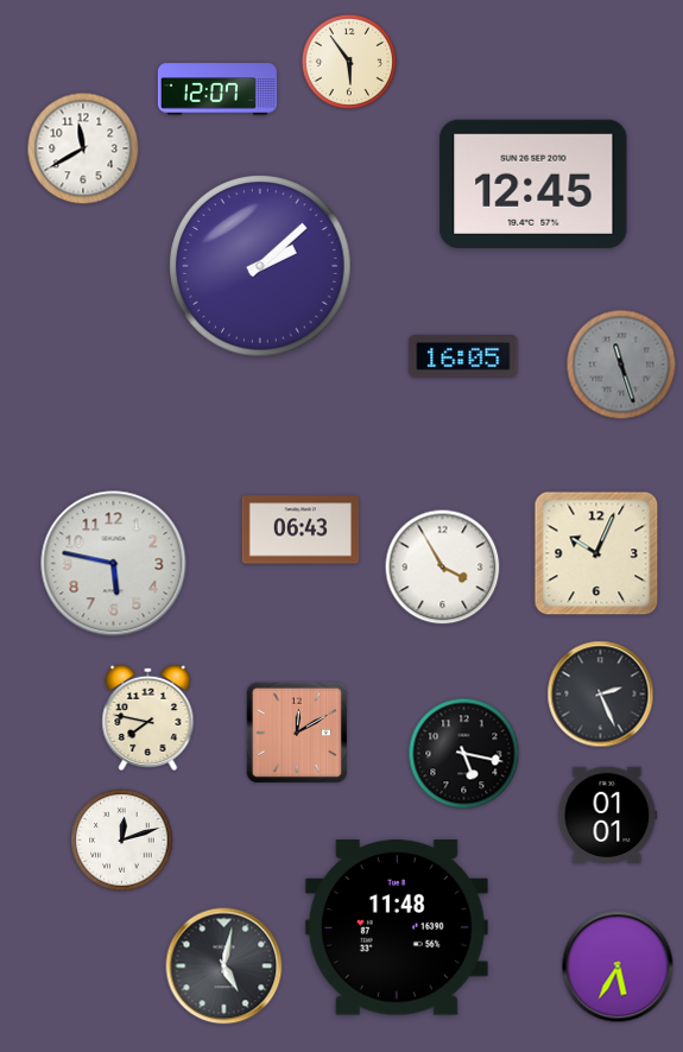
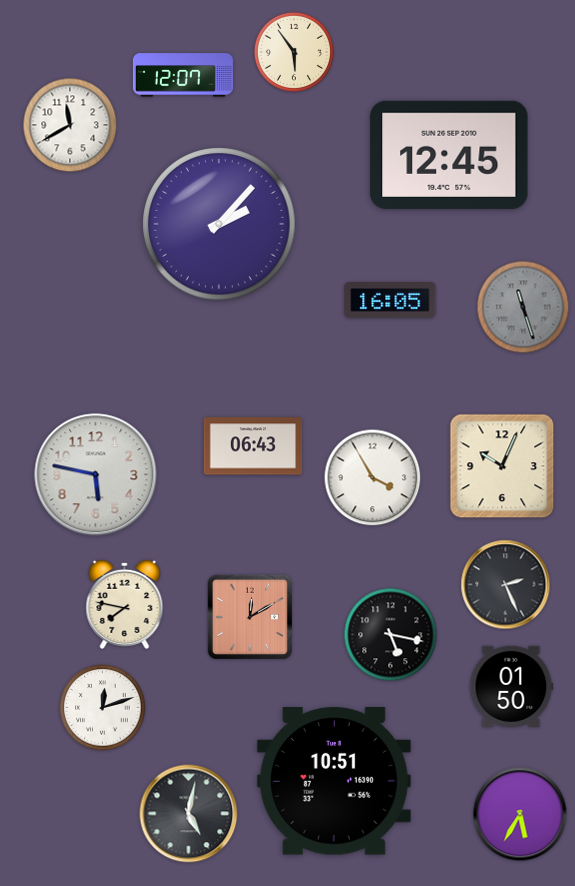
clock at (261, 267): 2:08 -> 2:07
clock at (608, 815): 01:01 -> 01:50
clock at (397, 927): 11:48 -> 10:51
